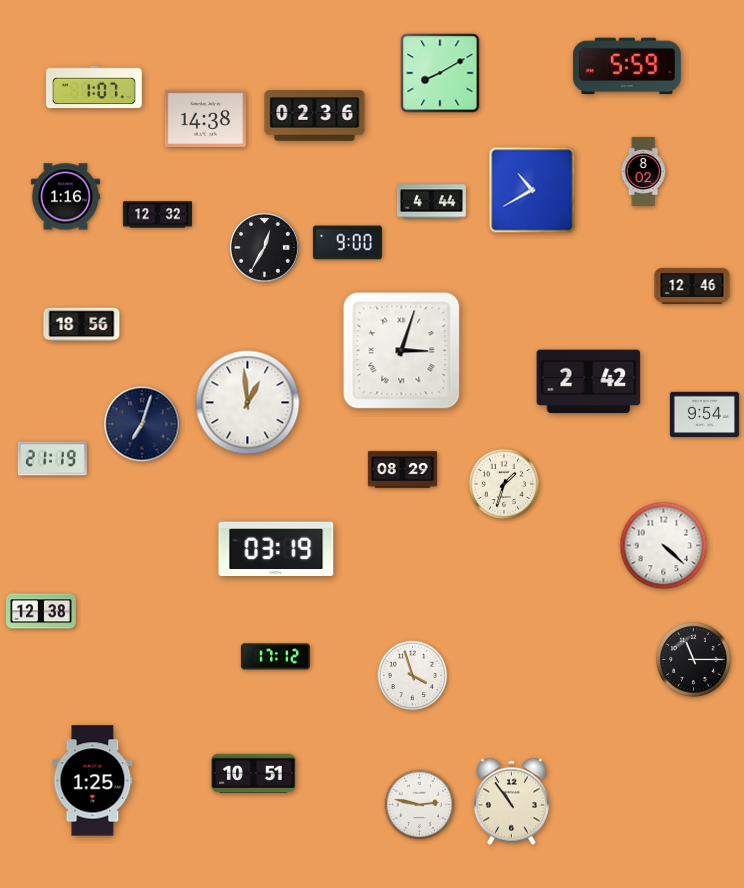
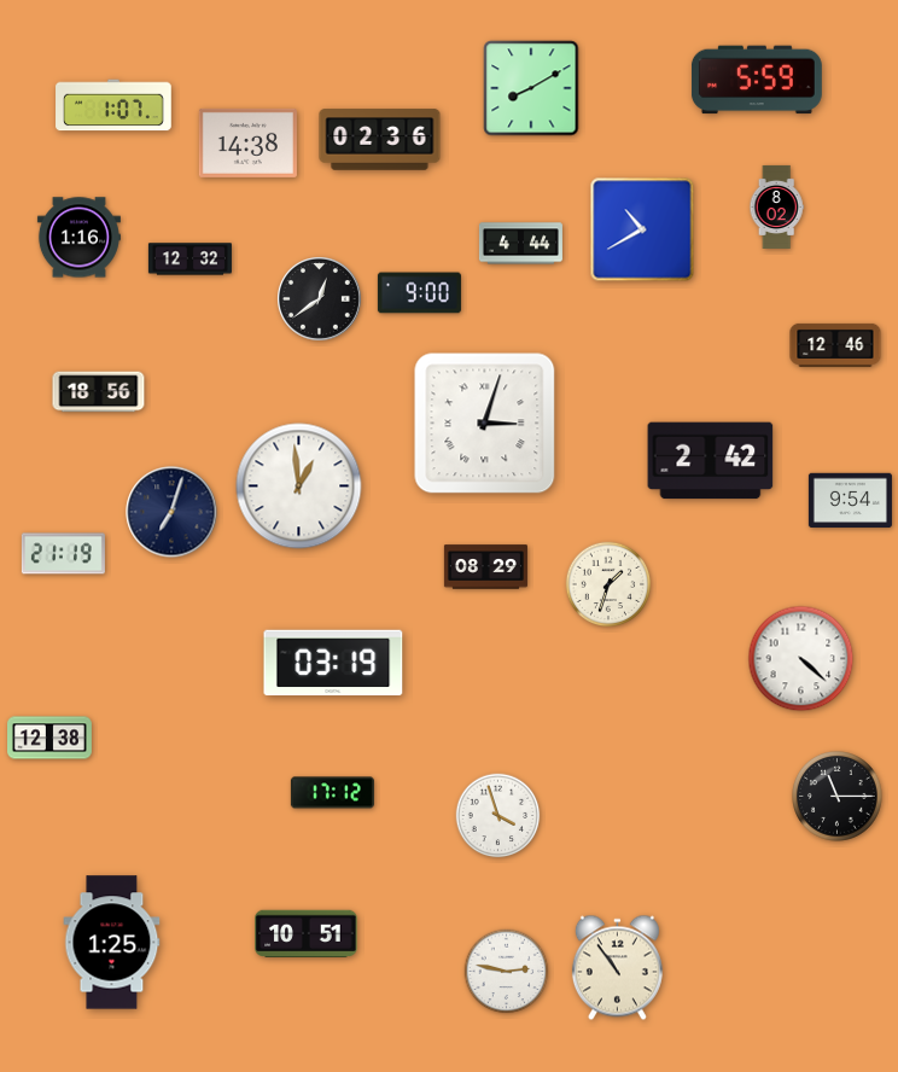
clock at (265, 248): 12:35 -> 12:39
